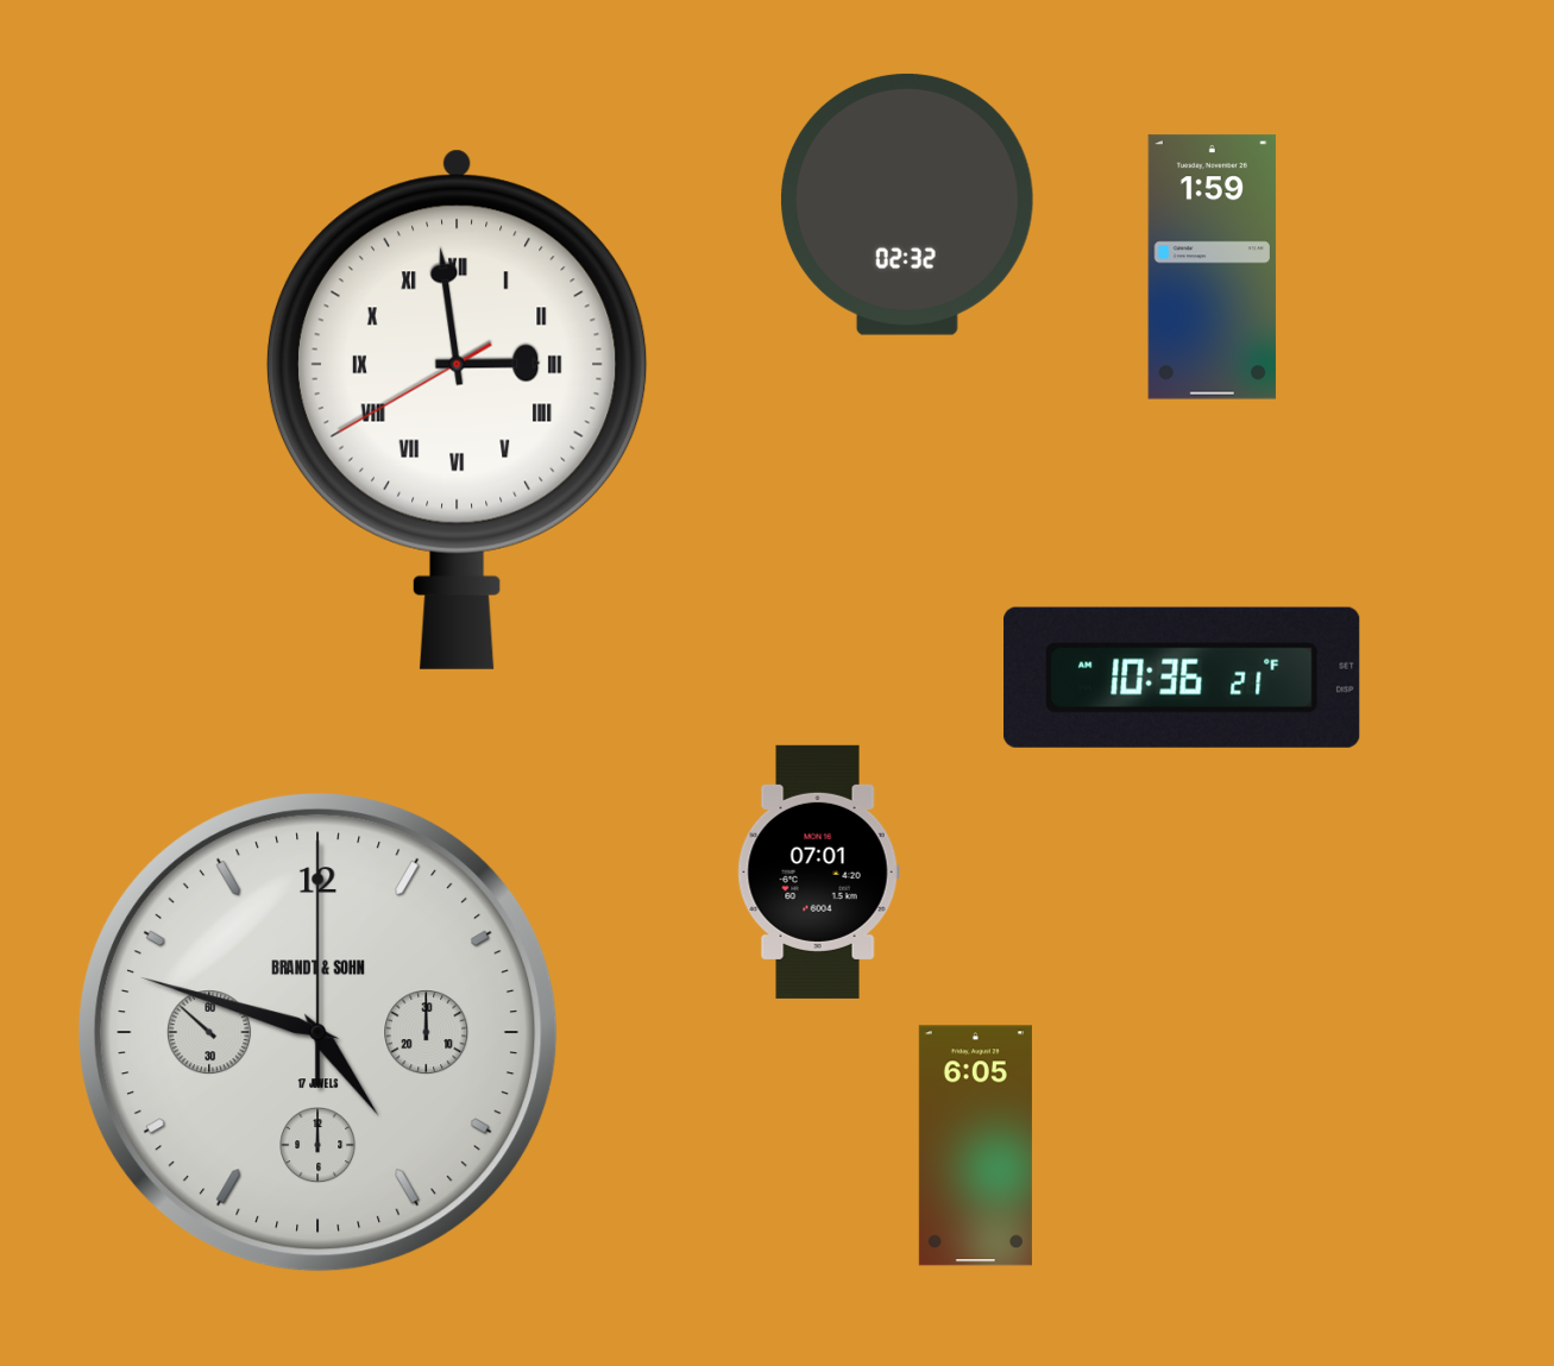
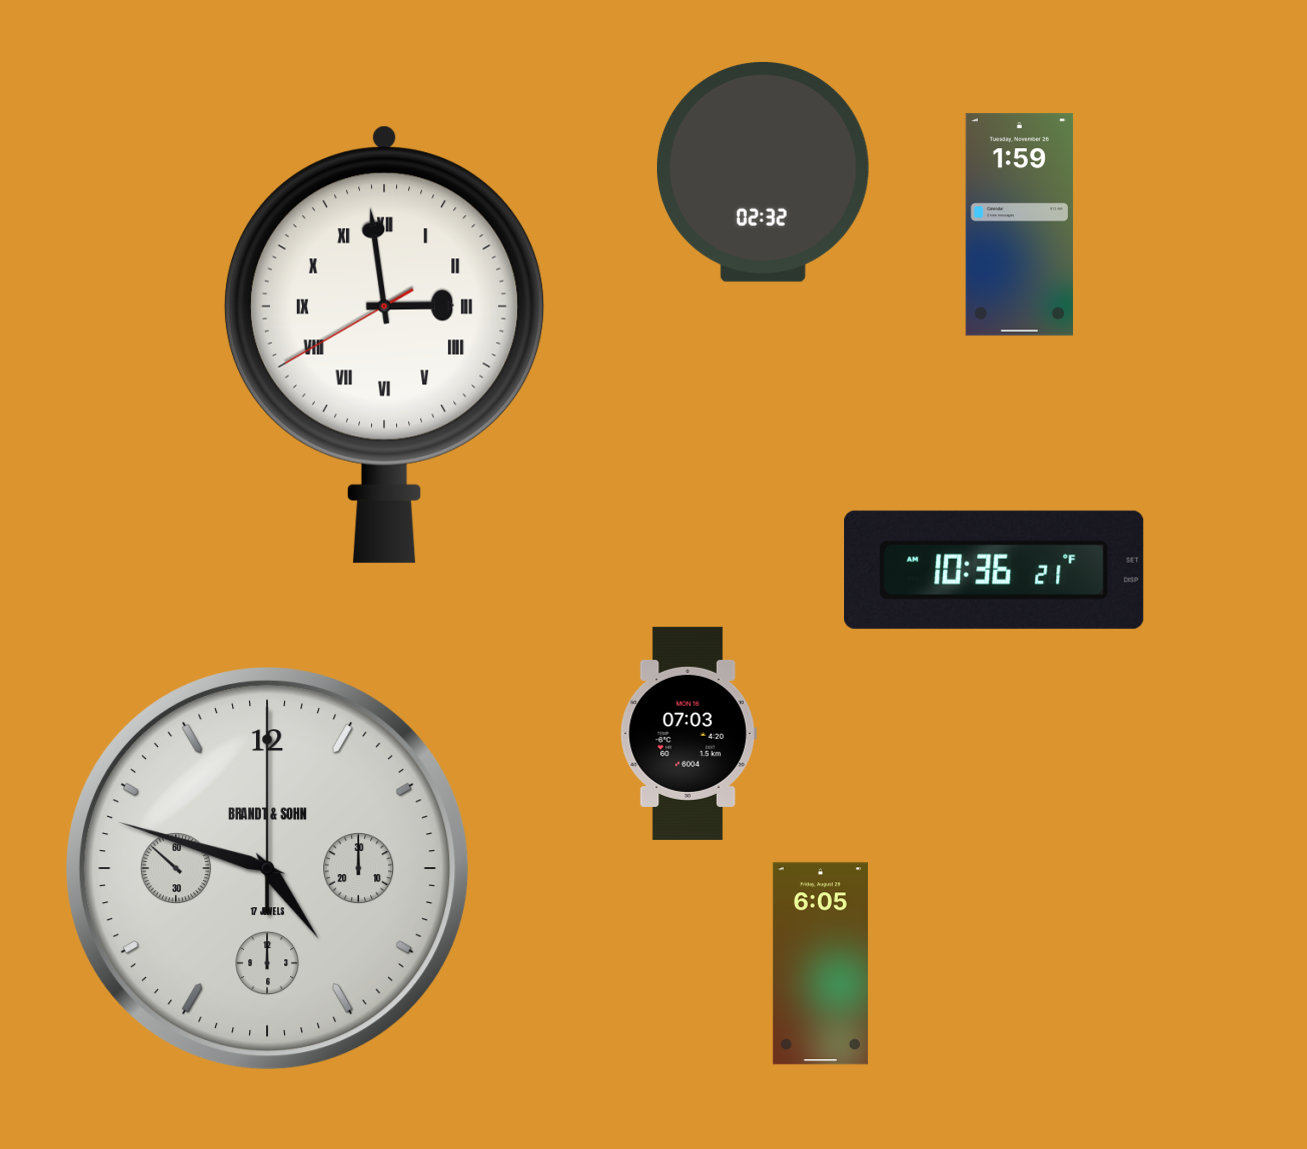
clock at (818, 871): 07:01 -> 07:03
